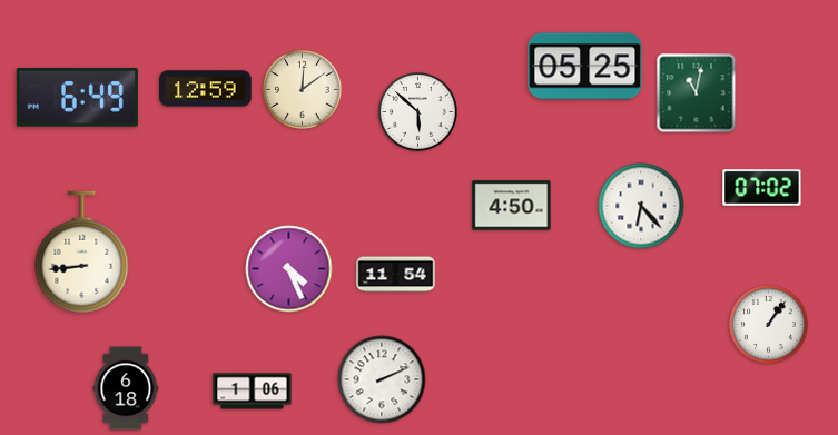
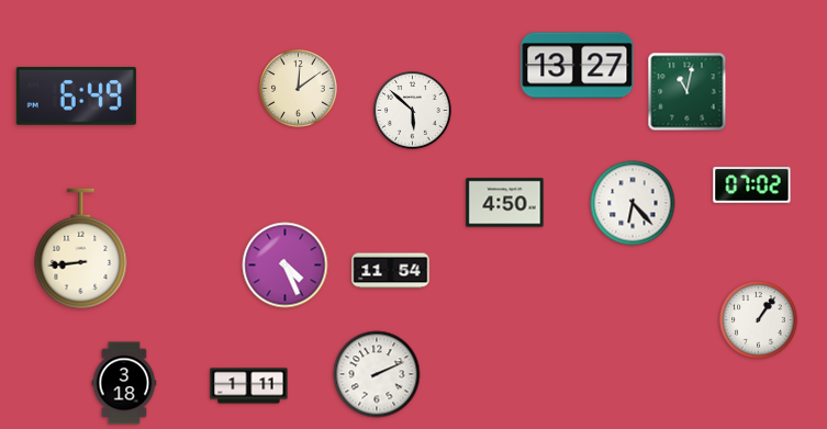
clock at (585, 67): 05:25 -> 13:27
clock at (206, 89): 12:59 -> none
clock at (126, 388): 6:18 -> 3:18
clock at (253, 392): 1:06 -> 1:11
